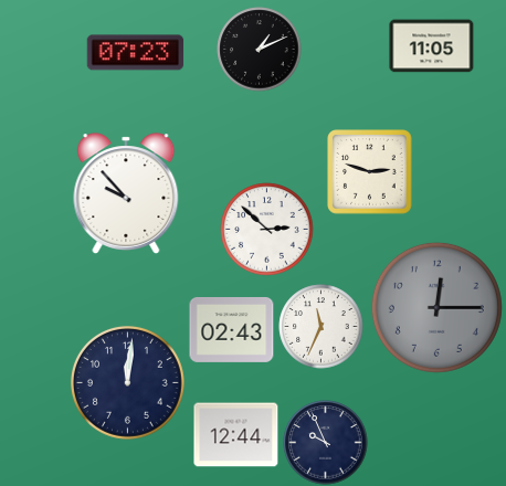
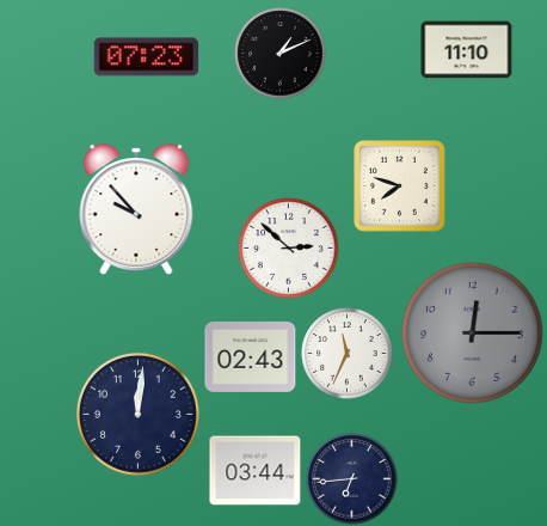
clock at (432, 46): 11:05 -> 11:10
clock at (370, 172): 2:48 -> 7:48
clock at (236, 435): 12:44 -> 03:44
clock at (326, 443): 9:56 -> 6:44
